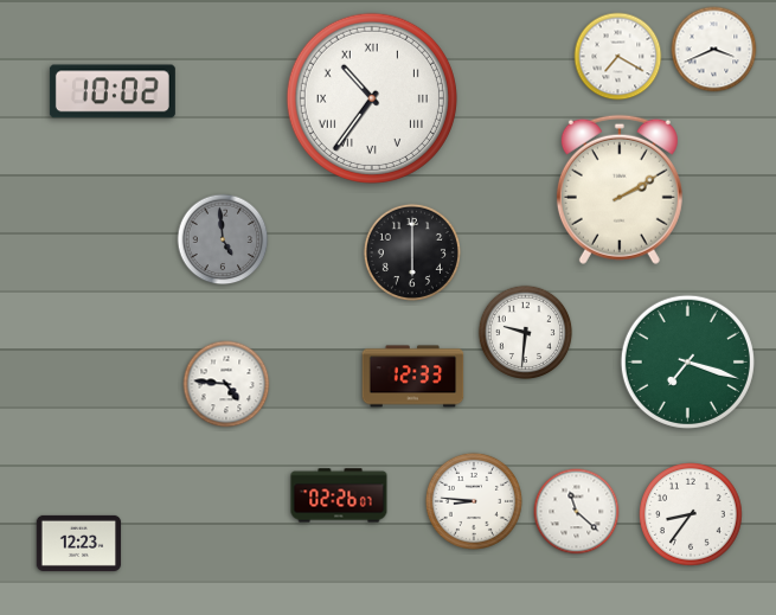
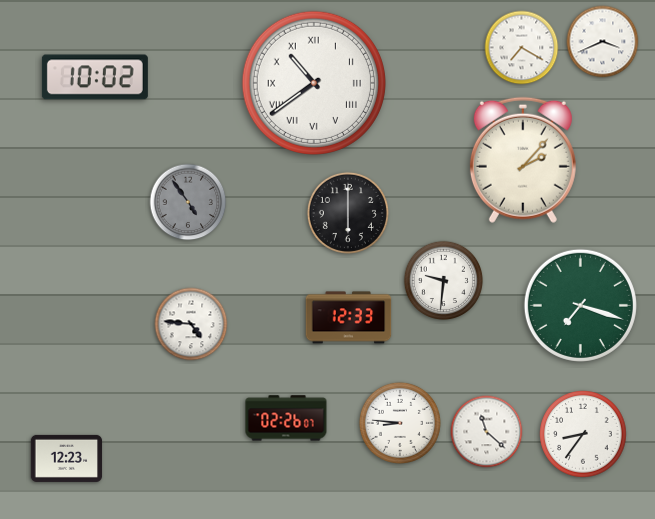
clock at (372, 98): 10:36 -> 10:39
clock at (620, 190): 2:10 -> 2:07
clock at (223, 239): 4:59 -> 4:54
